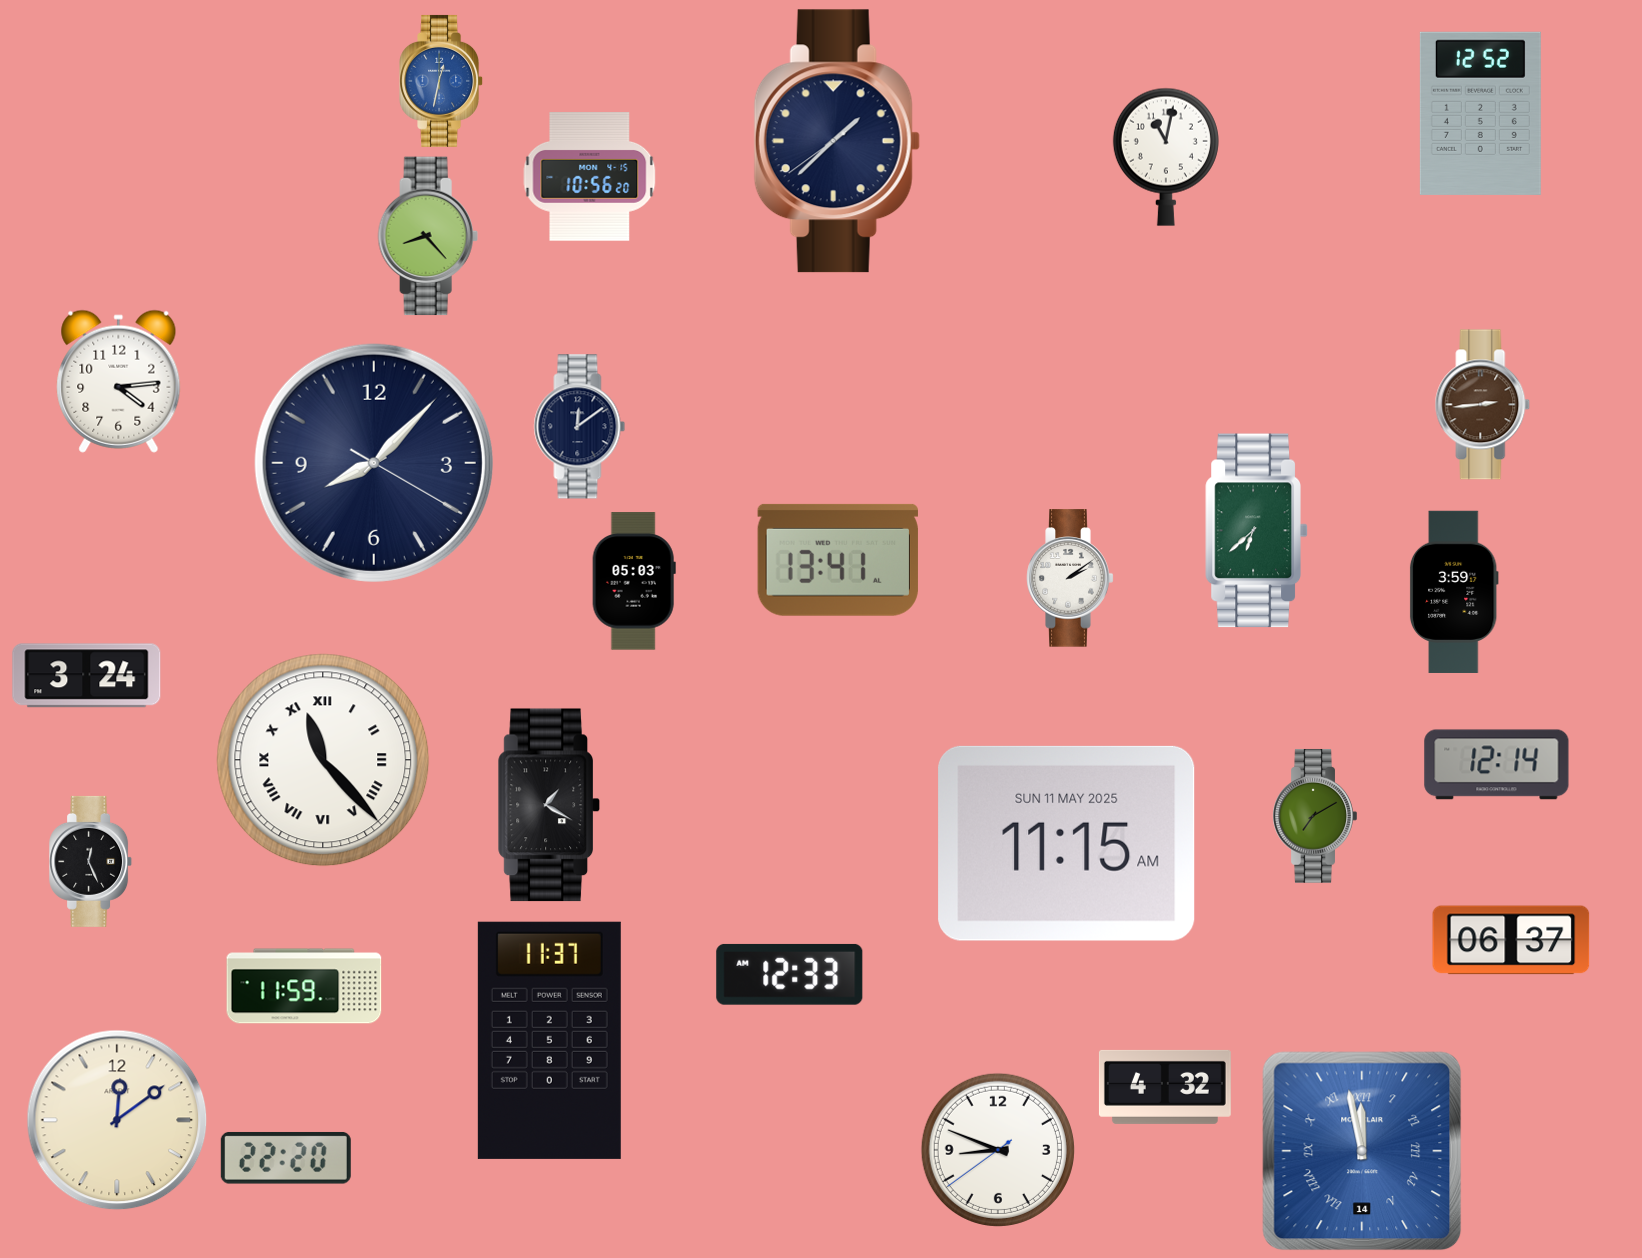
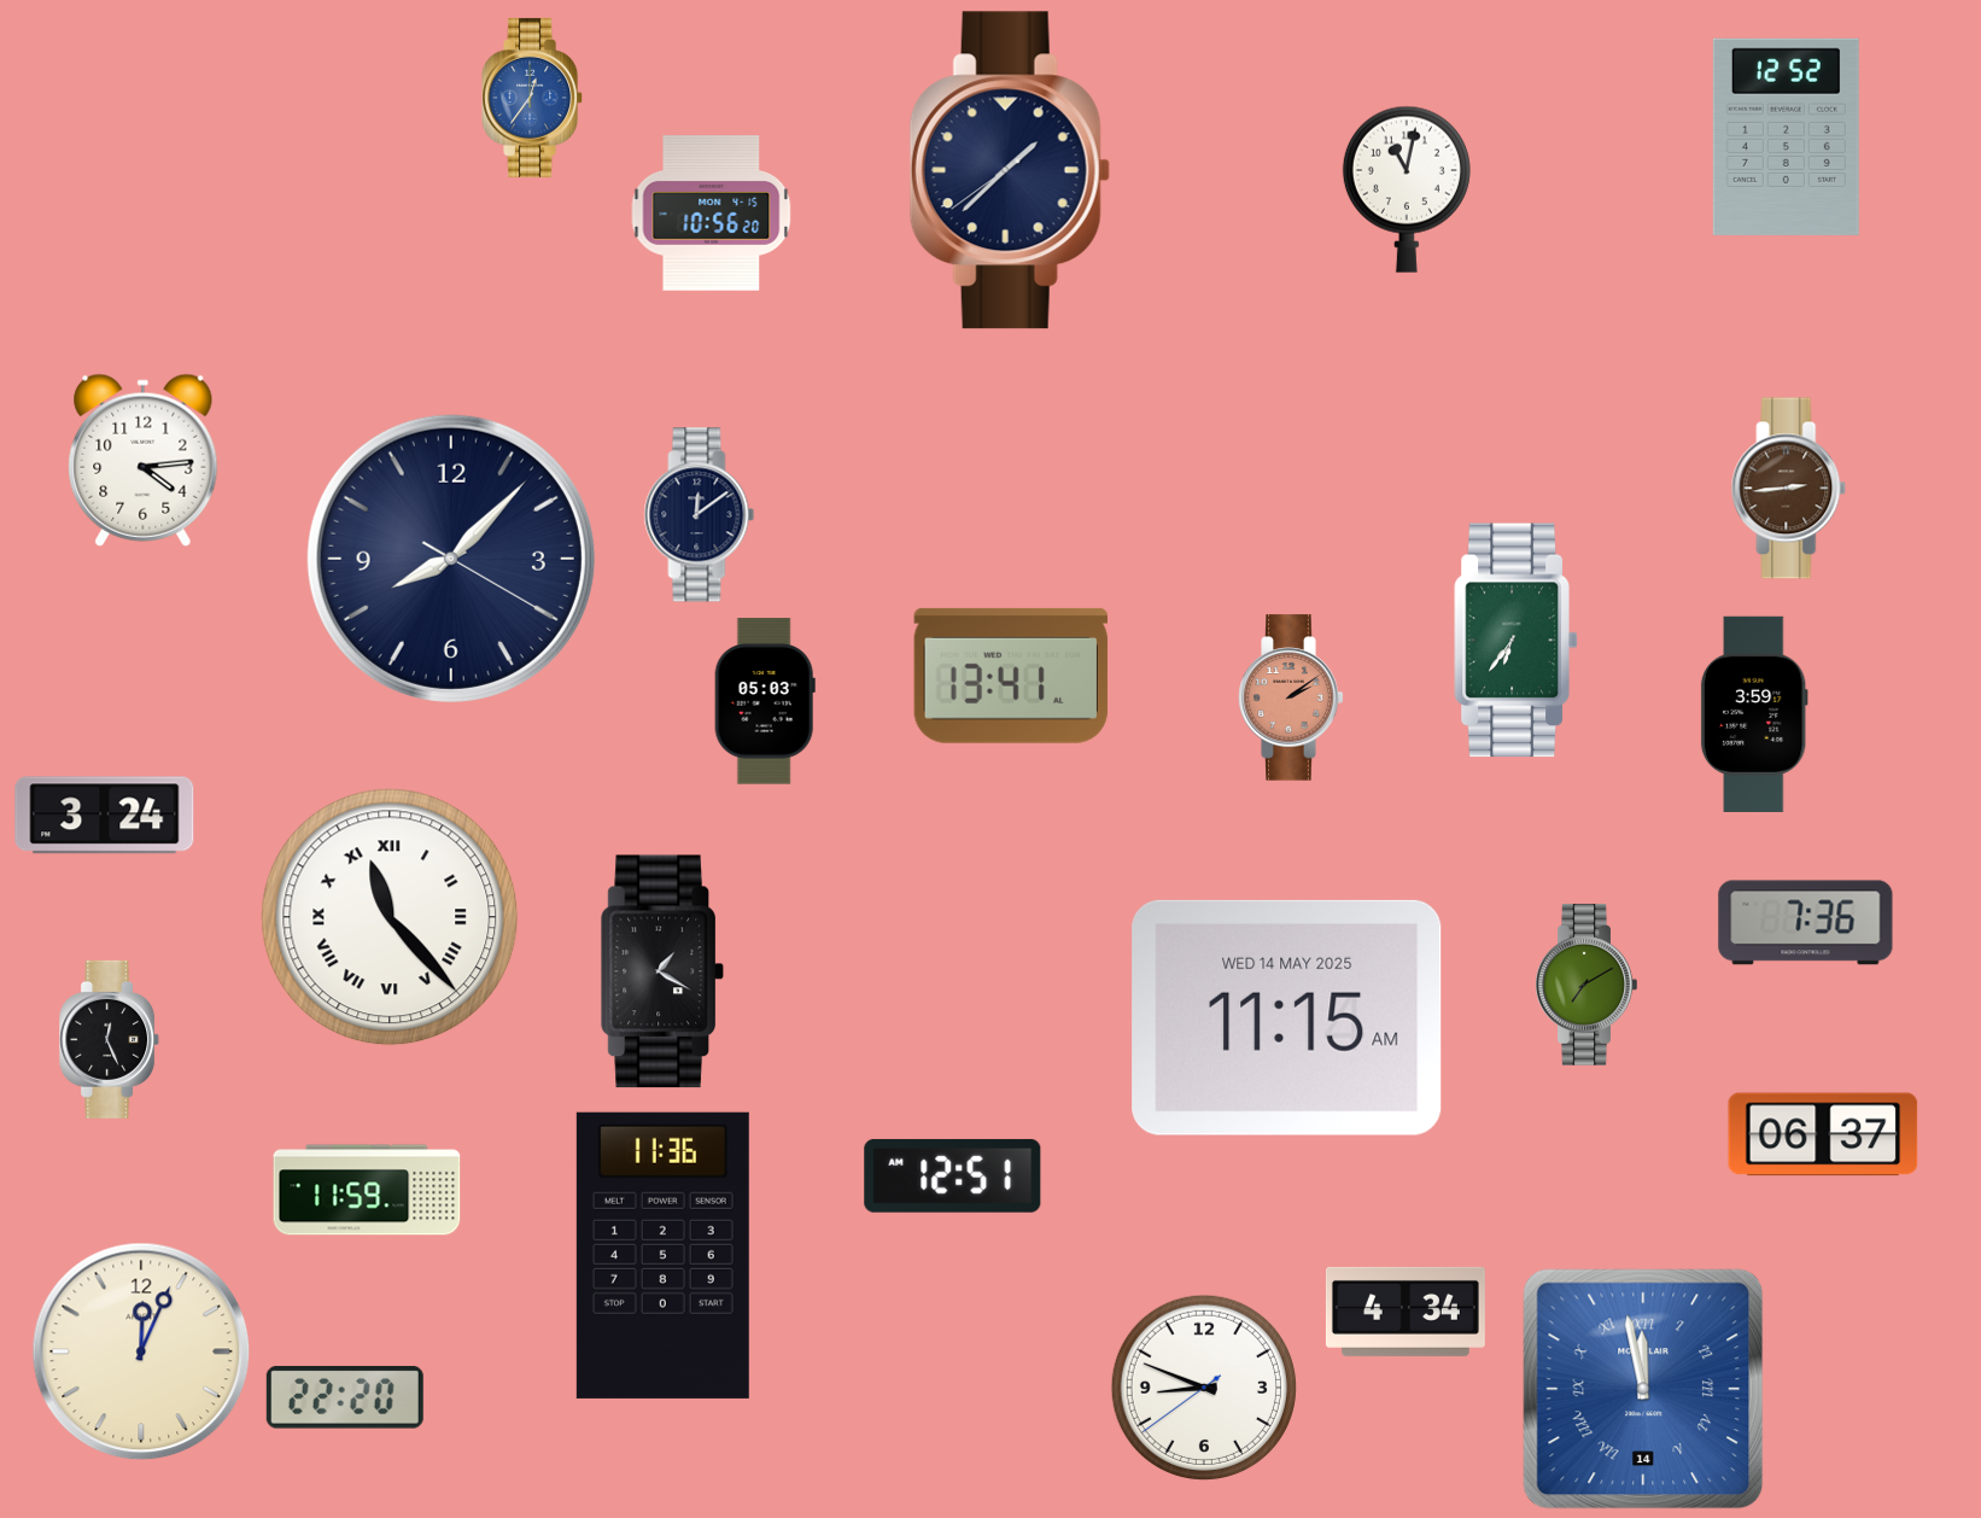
clock at (442, 81): 12:32 -> 12:36
clock at (428, 236): 8:23 -> none
clock at (1257, 531): 6:38 -> 6:36
clock at (1070, 578) dial: white -> salmon
clock at (1497, 765): 12:14 -> 7:36
clock at (1067, 843) date: SUN 11 MAY 2025 -> WED 14 MAY 2025
clock at (790, 974): 12:33 -> 12:51
clock at (549, 1040): 11:37 -> 11:36
clock at (1165, 1087): 4:32 -> 4:34
clock at (117, 1120): 12:09 -> 12:04
